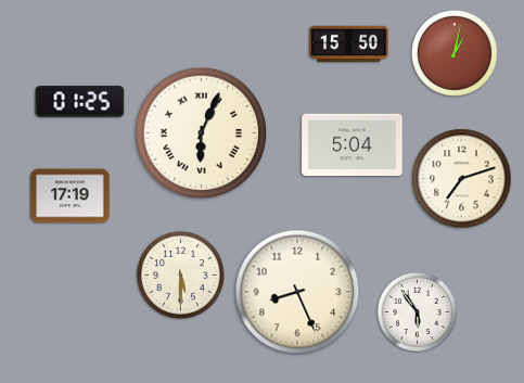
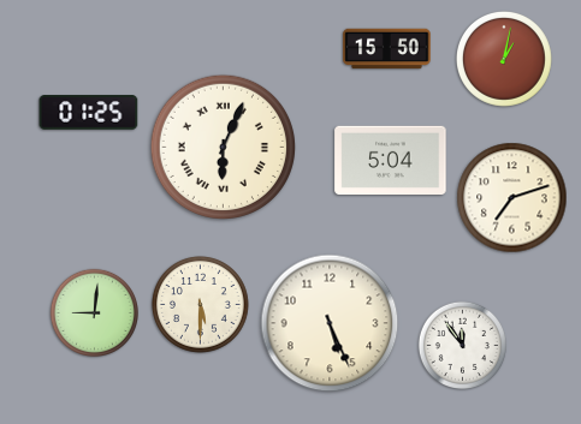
clock at (71, 196): 17:19 -> none
clock at (94, 312): none -> 9:01
clock at (297, 292): 8:26 -> 5:26
clock at (417, 311): 5:54 -> 11:54
